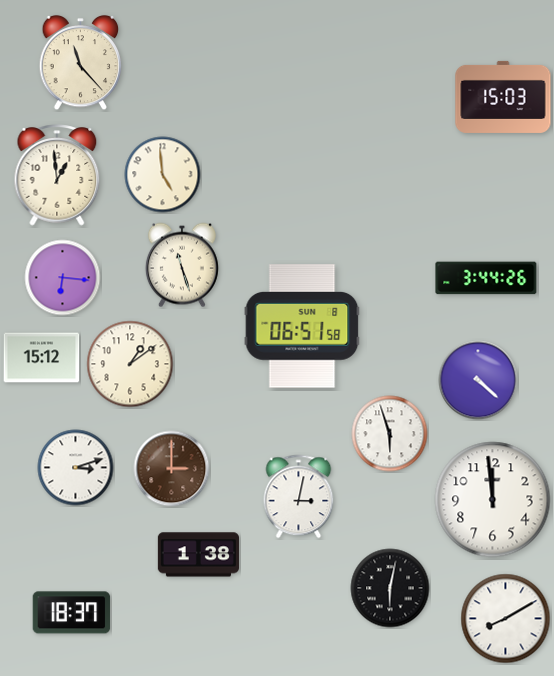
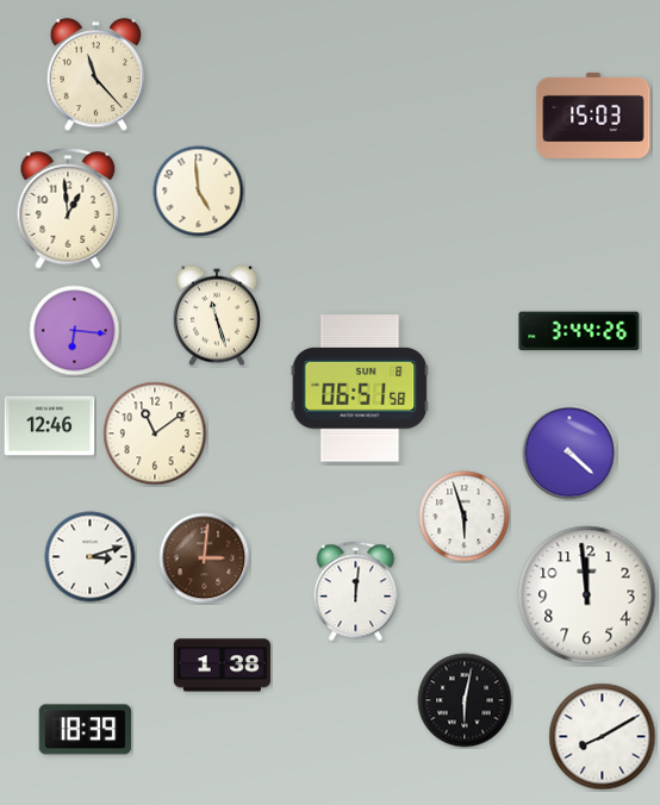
clock at (503, 97) position: (503, 97) -> (593, 116)
clock at (163, 175) position: (163, 175) -> (199, 192)
clock at (42, 358): 15:12 -> 12:46
clock at (130, 364): 1:09 -> 11:09
clock at (172, 469): 3:00 -> 3:01
clock at (299, 497): 3:02 -> 12:01
clock at (198, 555) position: (198, 555) -> (222, 666)
clock at (72, 613): 18:37 -> 18:39
